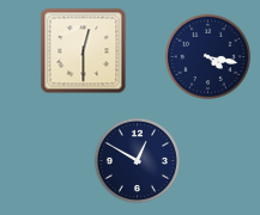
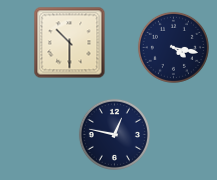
clock at (84, 51): 12:30 -> 10:30
clock at (137, 160): 12:50 -> 12:47
